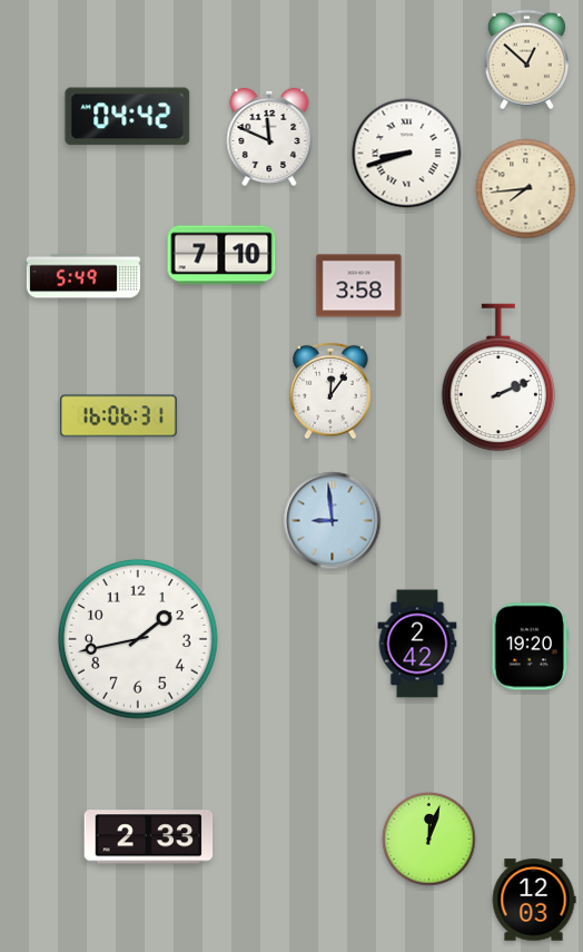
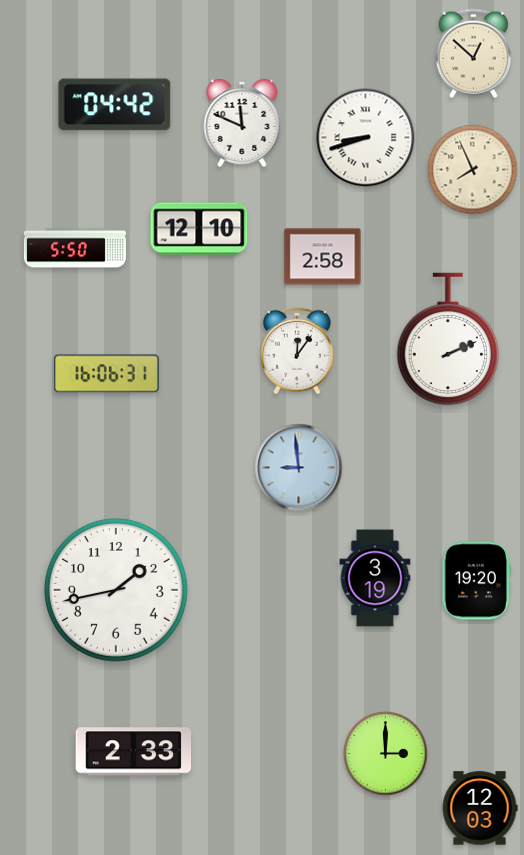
clock at (526, 189): 7:44 -> 7:56
clock at (221, 255): 7:10 -> 12:10
clock at (83, 276): 5:49 -> 5:50
clock at (359, 286): 3:58 -> 2:58
clock at (138, 639) position: (138, 639) -> (116, 590)
clock at (417, 644): 2:42 -> 3:19
clock at (429, 840): 12:03 -> 3:00
